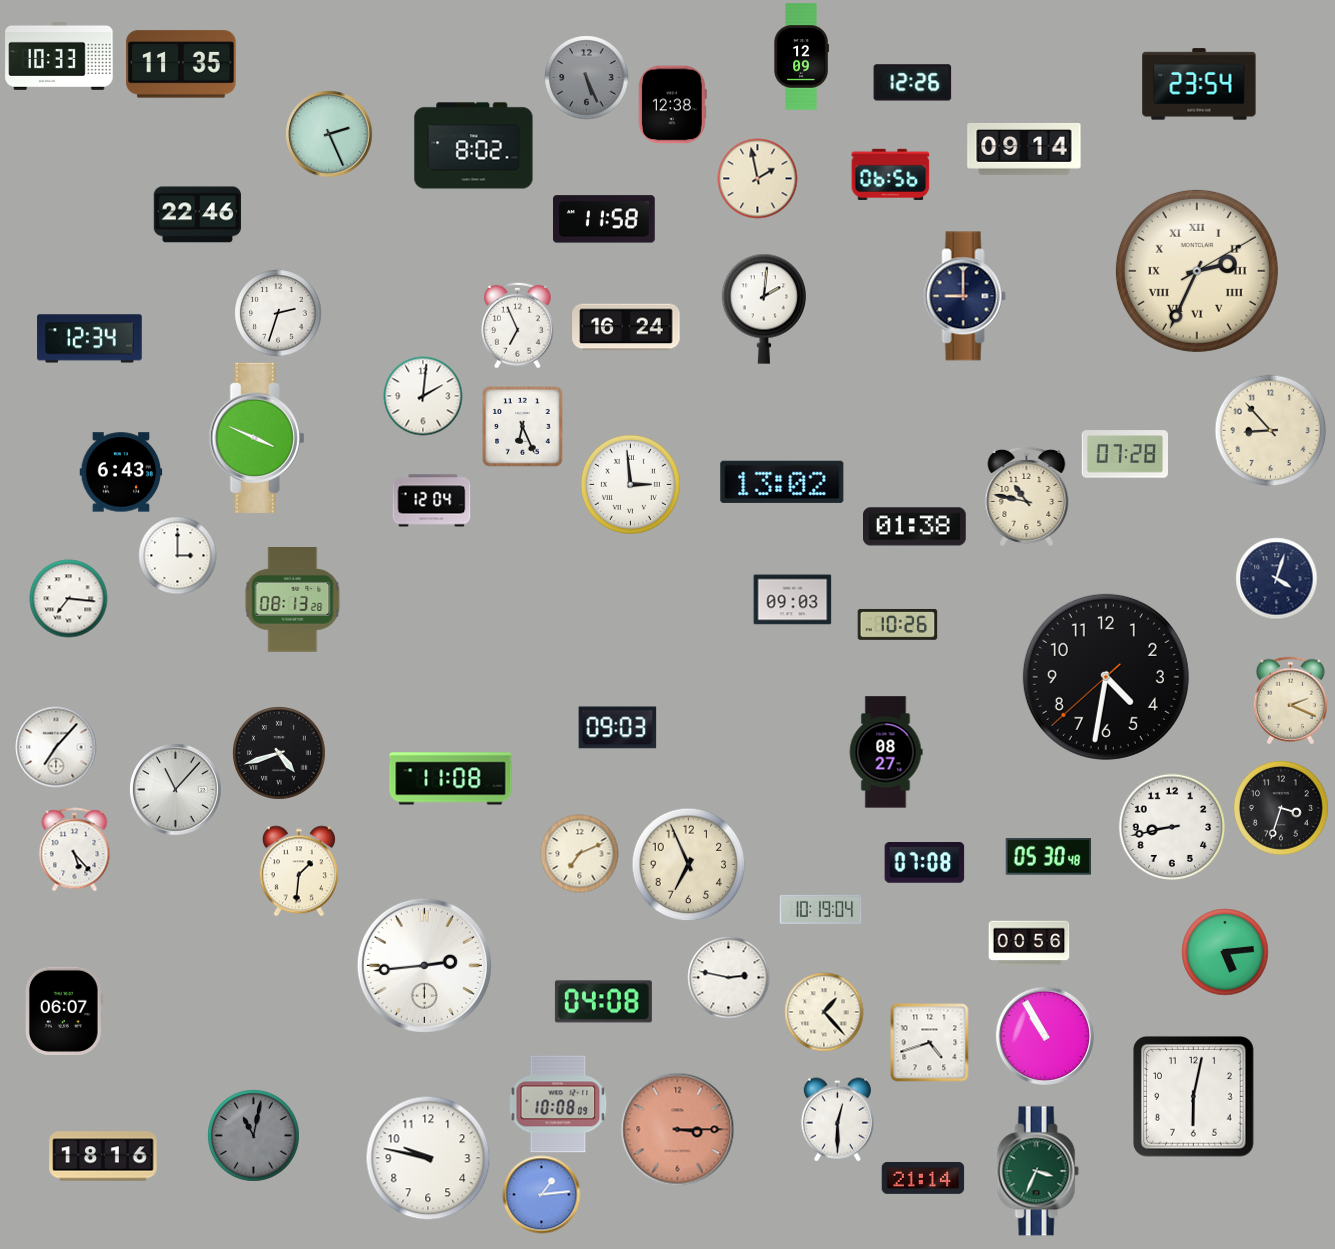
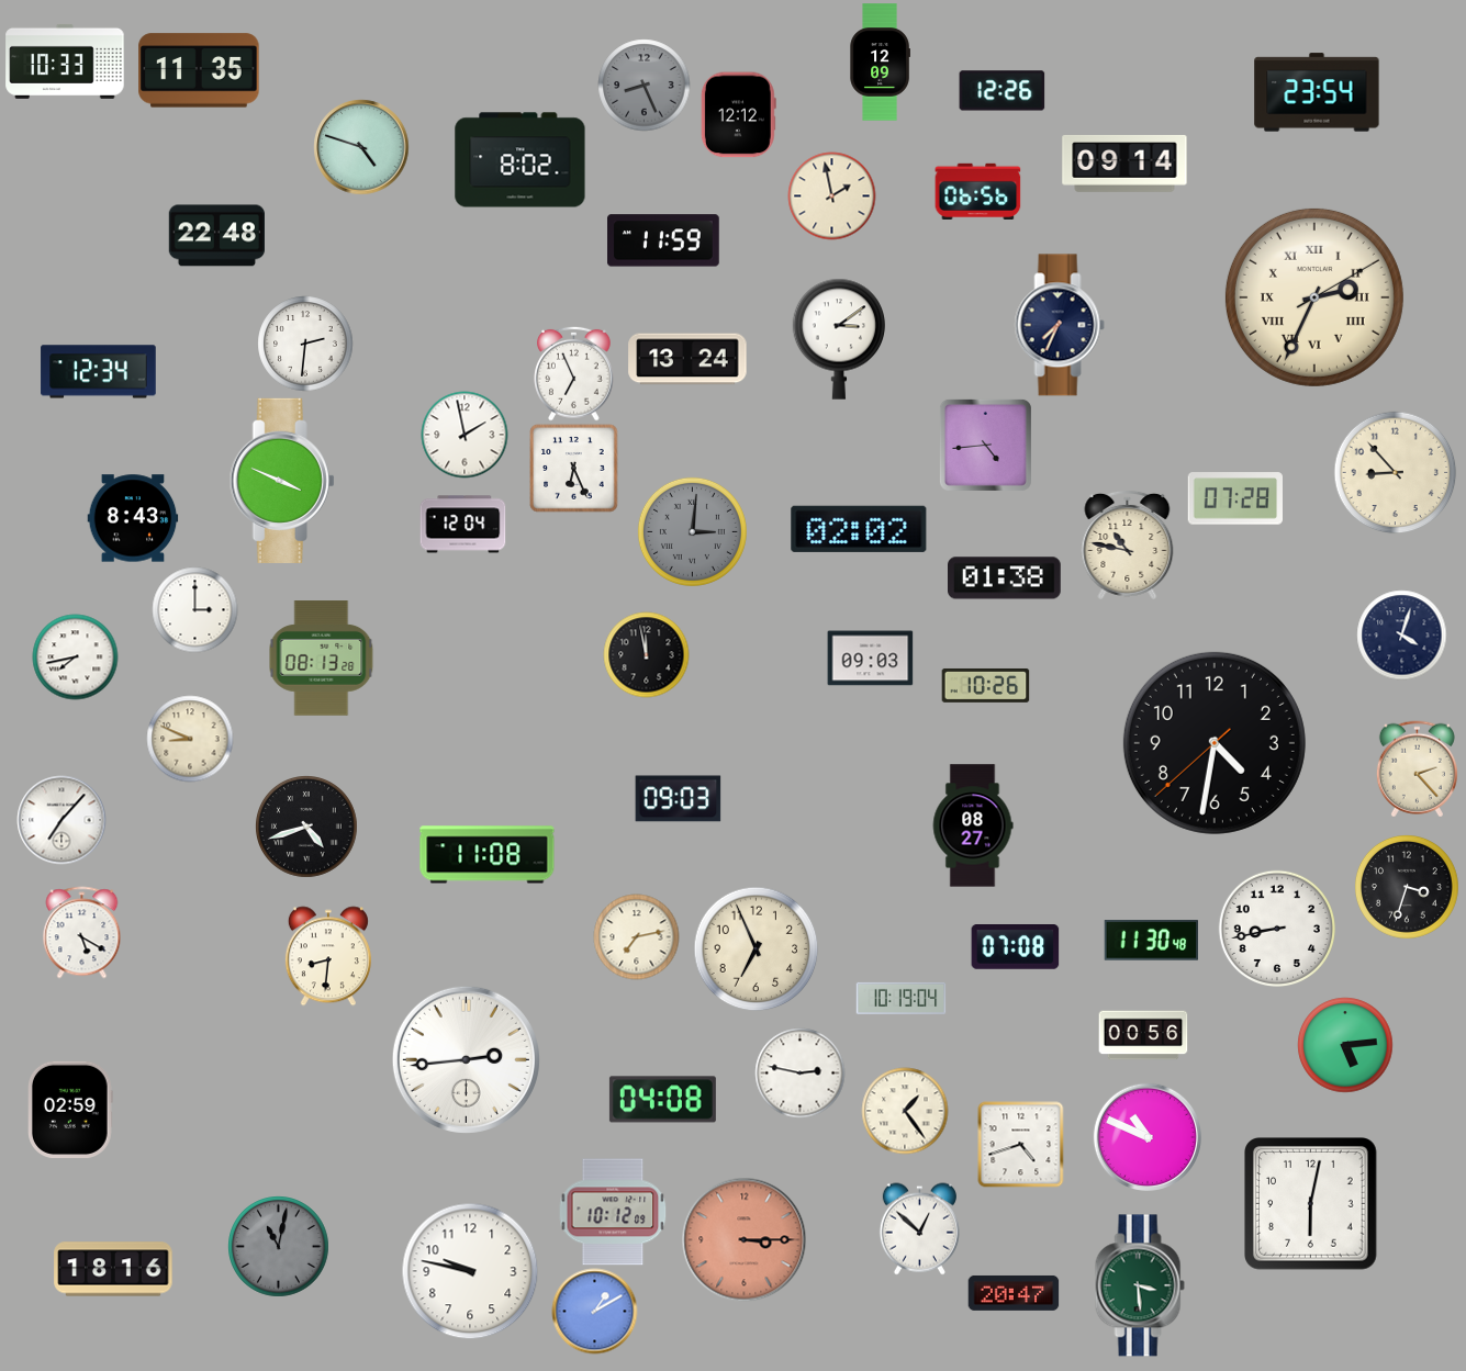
clock at (586, 77): 5:26 -> 8:26
clock at (672, 104): 12:38 -> 12:12
clock at (329, 134): 2:26 -> 4:48
clock at (197, 215): 22:46 -> 22:48
clock at (605, 219): 11:58 -> 11:59
clock at (965, 296): 9:00 -> 7:34
clock at (763, 309): 2:01 -> 3:09
clock at (278, 313): 2:33 -> 2:31
clock at (518, 325) position: (518, 325) -> (574, 373)
clock at (626, 327): 16:24 -> 13:24
clock at (423, 396): 2:01 -> 1:58
clock at (985, 445): none -> 4:44
clock at (121, 472): 6:43 -> 8:43
clock at (782, 482): 13:02 -> 02:02
clock at (630, 484): 2:59 -> 3:01
clock at (630, 484) dial: white -> grey
clock at (431, 501) position: (431, 501) -> (462, 525)
clock at (646, 654): none -> 11:58
clock at (68, 598): 7:16 -> 7:43
clock at (190, 739): none -> 8:49
clock at (1290, 700): 2:19 -> 2:23
clock at (451, 779) position: (451, 779) -> (488, 855)
clock at (175, 789): 11:07 -> none
clock at (1171, 826) position: (1171, 826) -> (1276, 928)
clock at (75, 849): 5:23 -> 5:20
clock at (579, 853): 7:11 -> 7:13
clock at (1048, 857): 05:30 -> 11:30
clock at (299, 871): 1:31 -> 8:31
clock at (1029, 943) position: (1029, 943) -> (1143, 1035)
clock at (65, 1010): 06:07 -> 02:59
clock at (824, 1012): 1:23 -> 1:24
clock at (1044, 1035): 10:55 -> 10:49
clock at (558, 1104): 10:08 -> 10:12
clock at (837, 1119): 12:30 -> 12:52
clock at (1038, 1171): 3:34 -> 3:29
clock at (923, 1178): 21:14 -> 20:47
clock at (541, 1194): 1:14 -> 1:10
